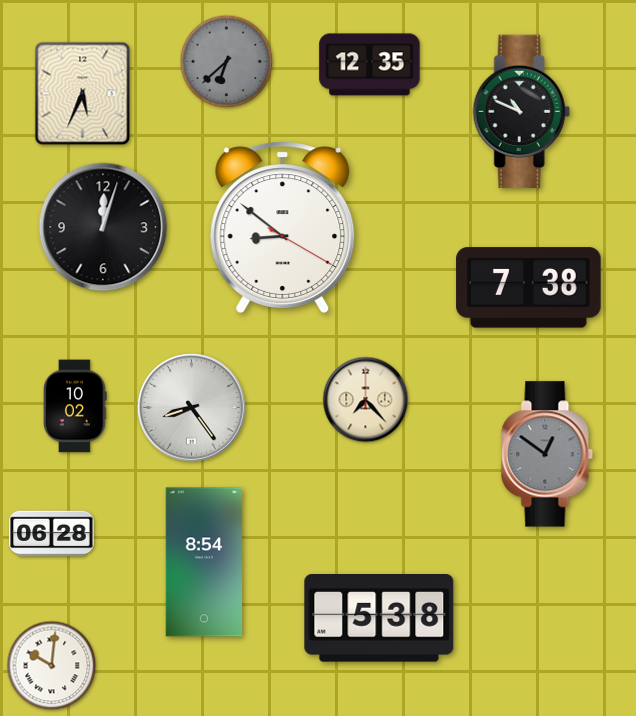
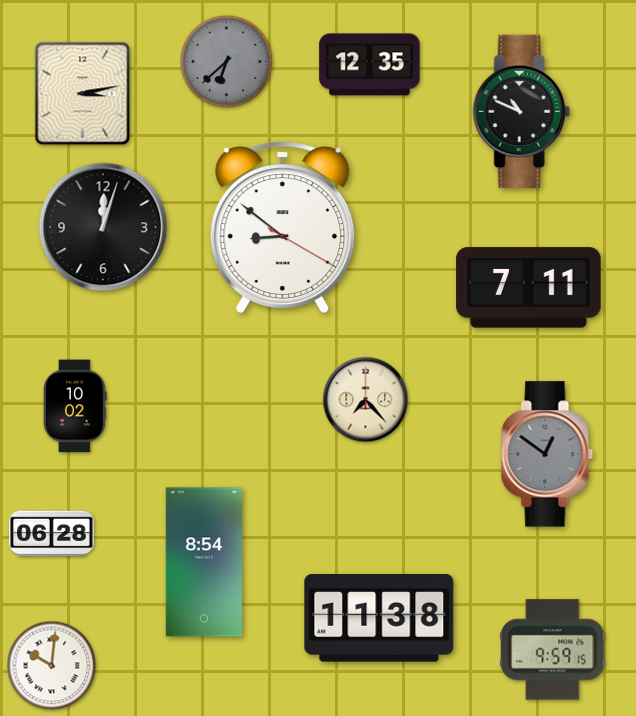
clock at (83, 94): 5:34 -> 3:13
clock at (529, 288): 7:38 -> 7:11
clock at (192, 408): 8:24 -> none
clock at (379, 618): 5:38 -> 11:38
clock at (553, 650): none -> 9:59
